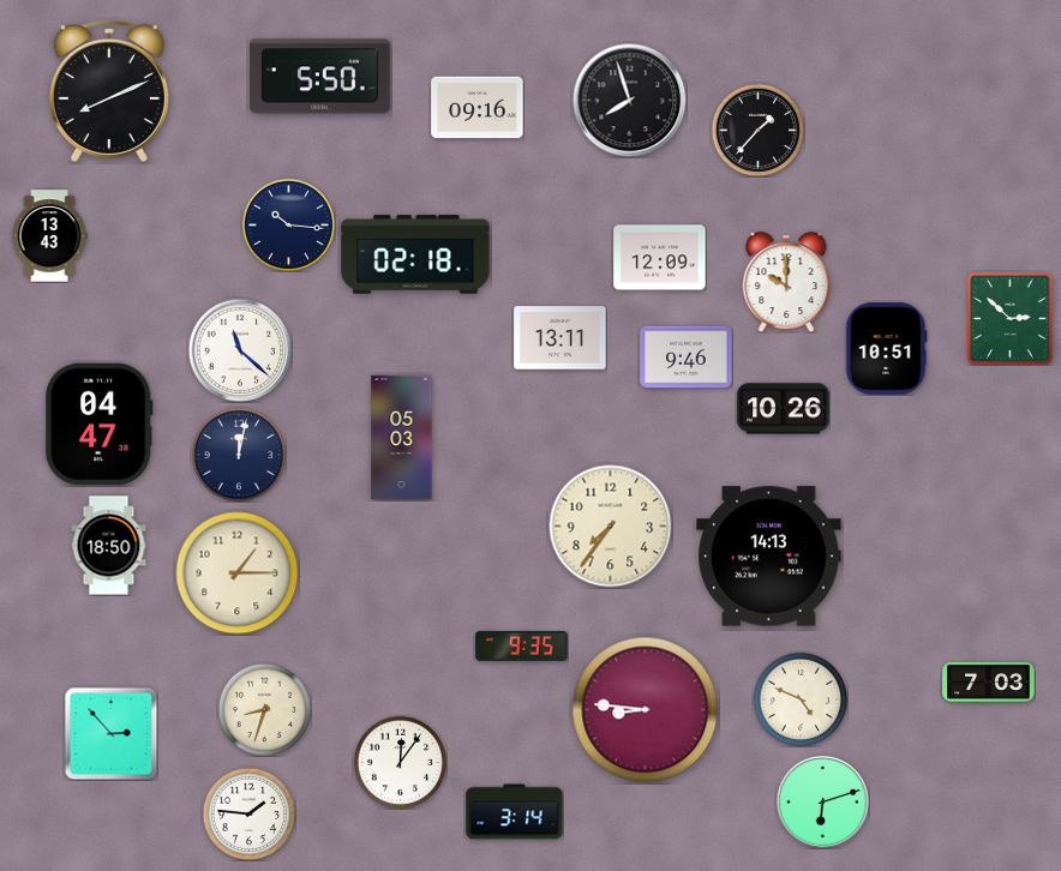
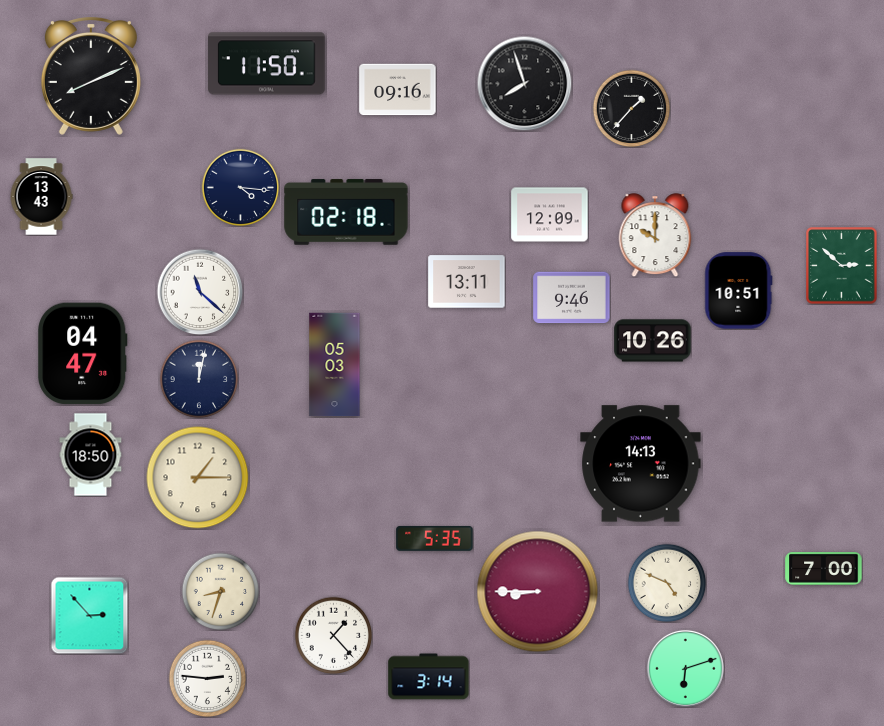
clock at (320, 77): 5:50 -> 11:50
clock at (288, 224): 10:16 -> 4:16
clock at (611, 527): 7:36 -> none
clock at (522, 645): 9:35 -> 5:35
clock at (989, 683): 7:03 -> 7:00
clock at (646, 710): 8:46 -> 8:45
clock at (110, 733) position: (110, 733) -> (89, 615)
clock at (400, 762): 12:06 -> 1:23
clock at (248, 813): 1:46 -> 2:46
